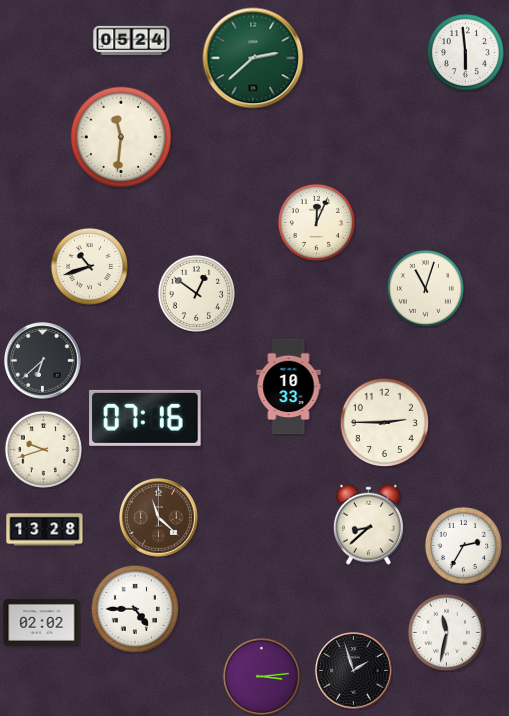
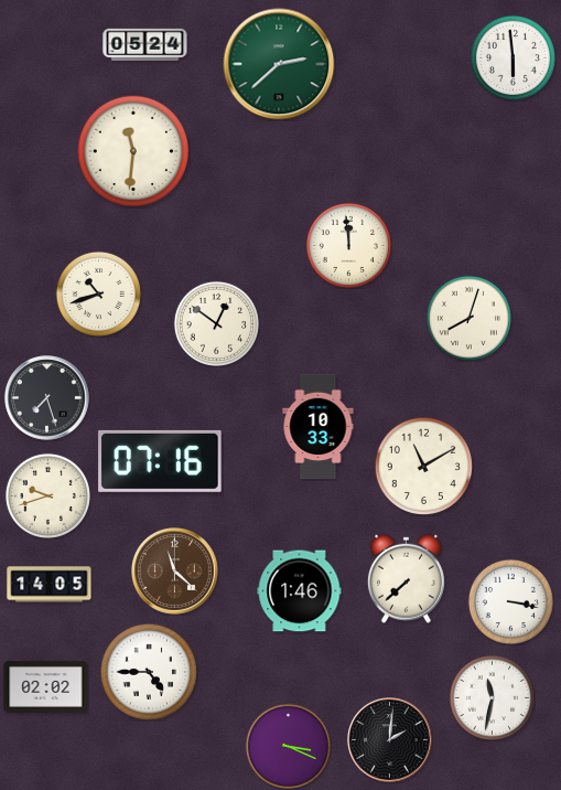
clock at (316, 222): 12:04 -> 11:59
clock at (425, 288): 11:03 -> 8:03
clock at (43, 361): 6:38 -> 7:27
clock at (384, 422): 2:45 -> 11:10
clock at (368, 524): 8:38 -> 7:38
clock at (45, 530): 13:28 -> 14:05
clock at (300, 591): none -> 1:46
clock at (463, 545): 2:35 -> 3:17
clock at (354, 671): 1:57 -> 2:01
clock at (261, 676): 3:14 -> 3:19
